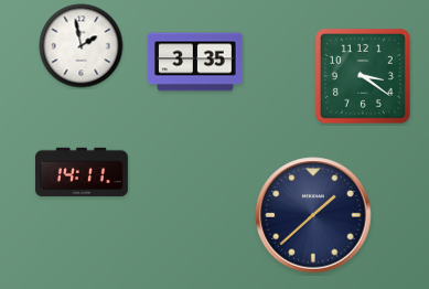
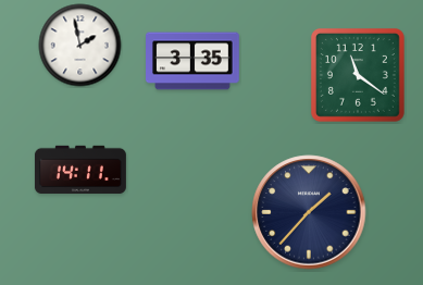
clock at (363, 76): 3:21 -> 11:21
clock at (313, 215): 1:38 -> 1:37
